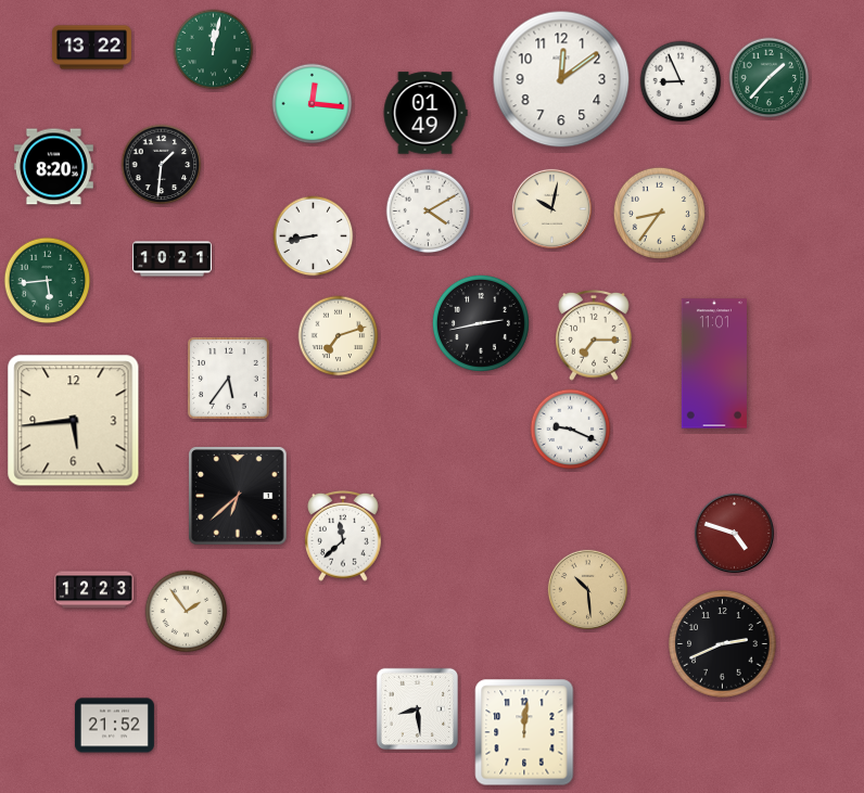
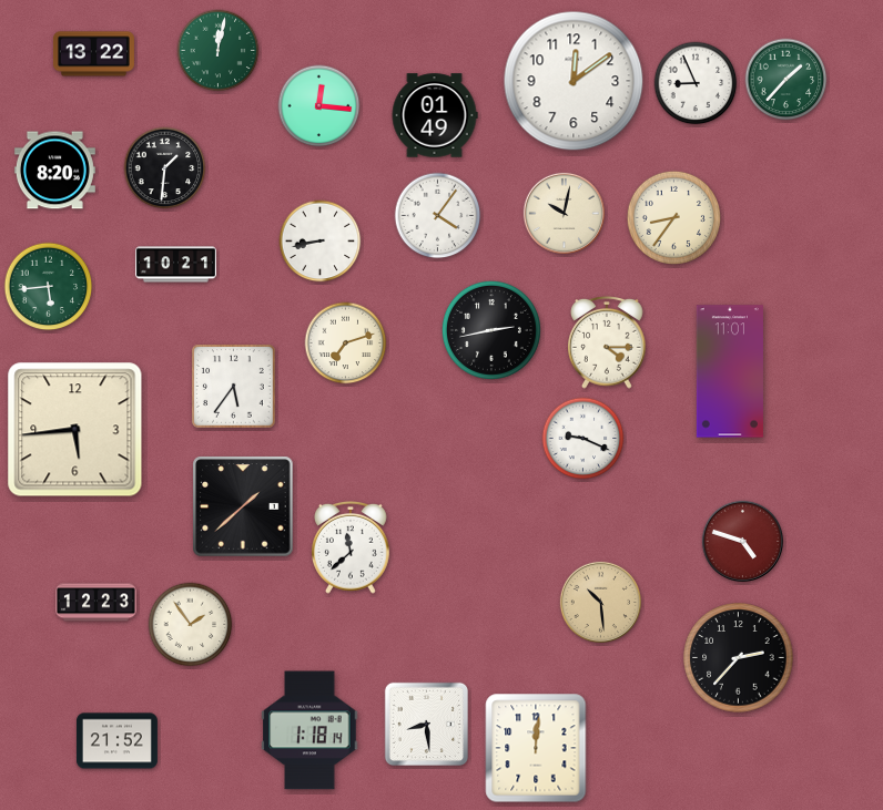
clock at (91, 48) position: (91, 48) -> (93, 54)
clock at (429, 212): 4:10 -> 4:06
clock at (595, 335): 7:15 -> 4:15
clock at (238, 496): 6:38 -> 1:38
clock at (734, 533) position: (734, 533) -> (742, 541)
clock at (723, 644): 2:41 -> 2:37
clock at (309, 730): none -> 1:18
